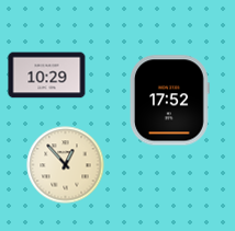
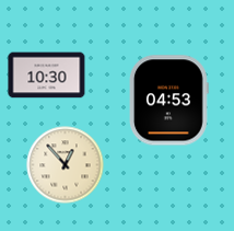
clock at (47, 76): 10:29 -> 10:30
clock at (169, 101): 17:52 -> 04:53
